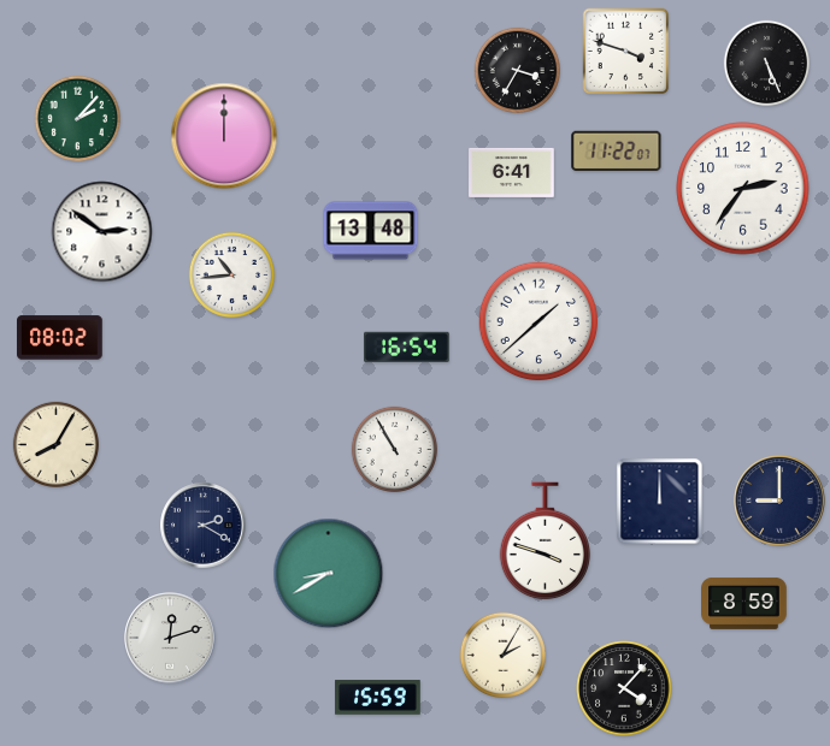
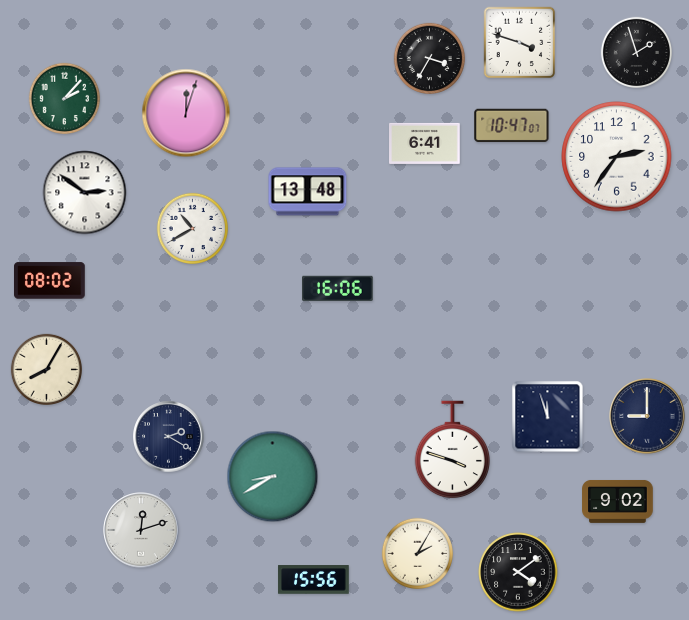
clock at (766, 63): 5:26 -> 1:57
clock at (224, 136): 12:00 -> 12:03
clock at (617, 152): 11:22 -> 10:47
clock at (231, 274): 10:44 -> 10:40
clock at (538, 321): 1:38 -> none
clock at (407, 347): 16:54 -> 16:06
clock at (394, 449): 10:55 -> none
clock at (660, 502): 12:00 -> 11:57
clock at (744, 603): 8:59 -> 9:02
clock at (502, 655) position: (502, 655) -> (417, 553)
clock at (624, 688): 4:07 -> 4:09
clock at (378, 698): 15:59 -> 15:56
